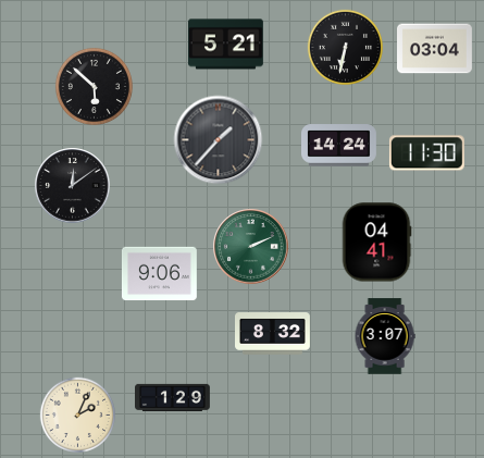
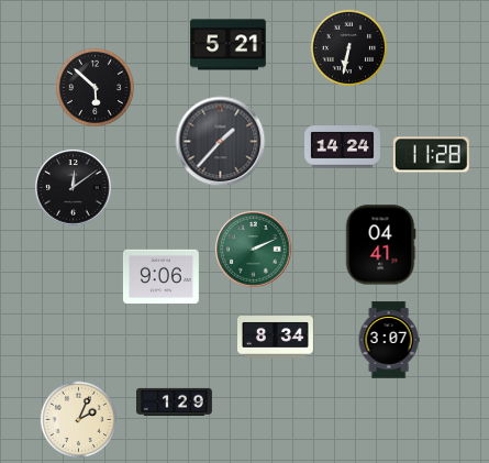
clock at (435, 49): 03:04 -> none
clock at (426, 153): 11:30 -> 11:28
clock at (273, 334): 8:32 -> 8:34
